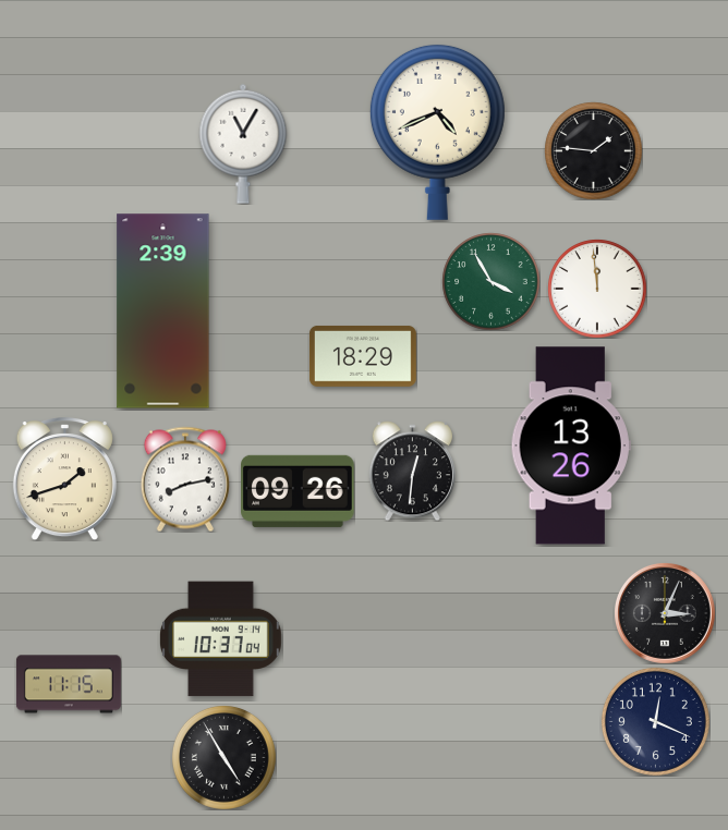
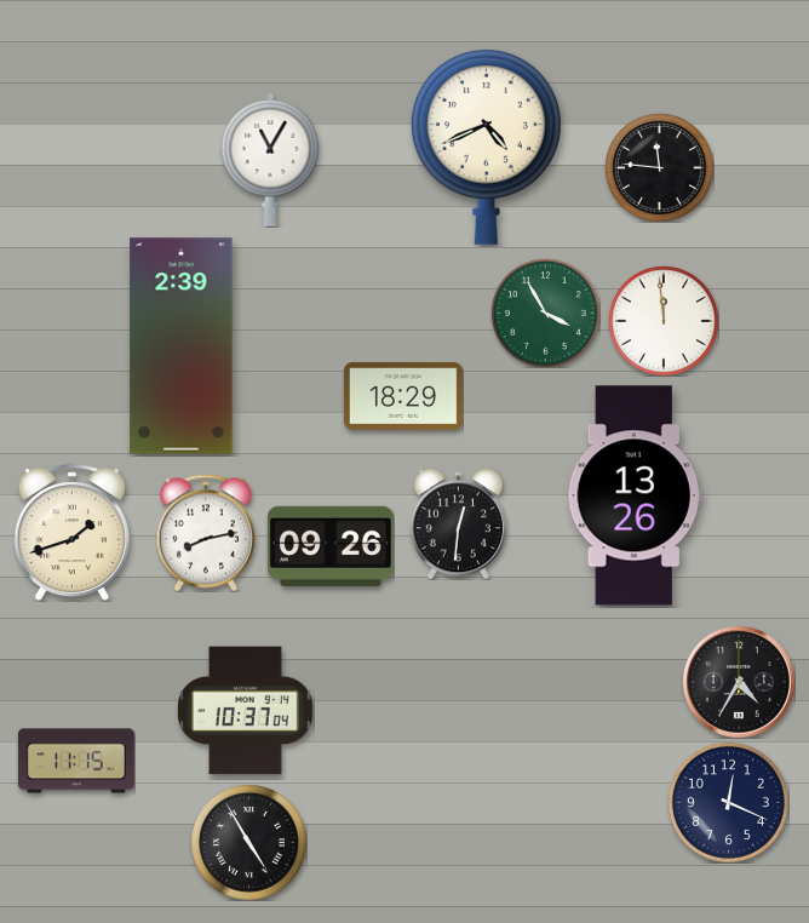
clock at (593, 150): 1:46 -> 11:46
clock at (665, 613): 3:04 -> 4:35
